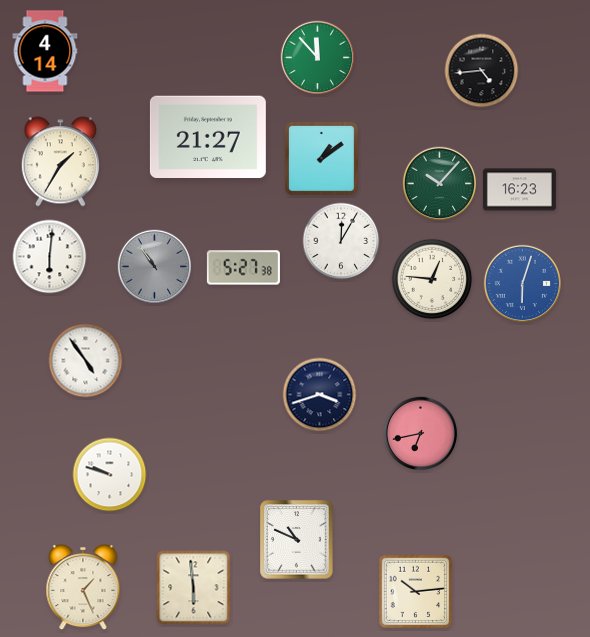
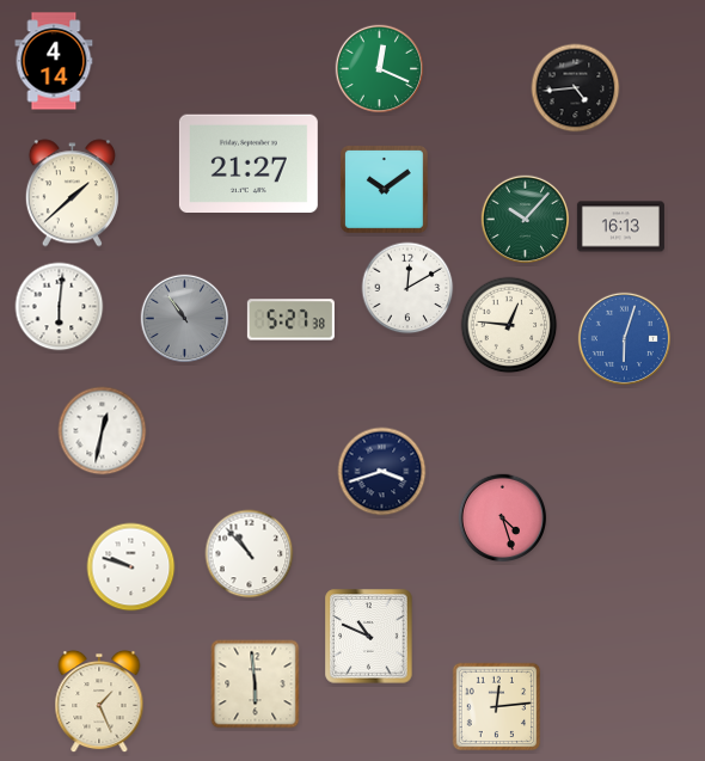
clock at (318, 58): 11:53 -> 12:19
clock at (482, 71) position: (482, 71) -> (576, 88)
clock at (321, 158): 1:09 -> 10:09
clock at (60, 162): 1:35 -> 1:38
clock at (519, 190): 16:23 -> 16:13
clock at (341, 241): 12:05 -> 12:10
clock at (432, 279) position: (432, 279) -> (509, 325)
clock at (86, 361): 4:54 -> 12:32
clock at (421, 434): 6:43 -> 4:27
clock at (250, 554): none -> 10:53
clock at (297, 540) position: (297, 540) -> (369, 637)
clock at (194, 588) position: (194, 588) -> (256, 685)
clock at (416, 592): 10:14 -> 12:14
